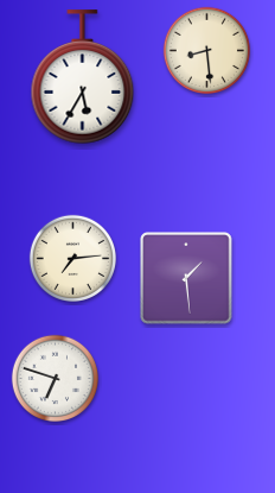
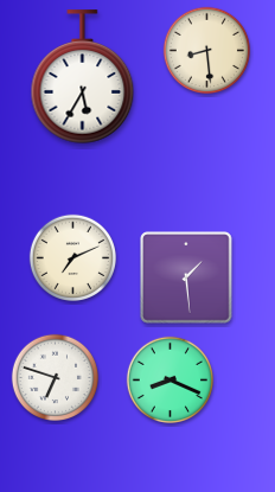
clock at (72, 258): 7:14 -> 7:11
clock at (170, 379): none -> 8:19
